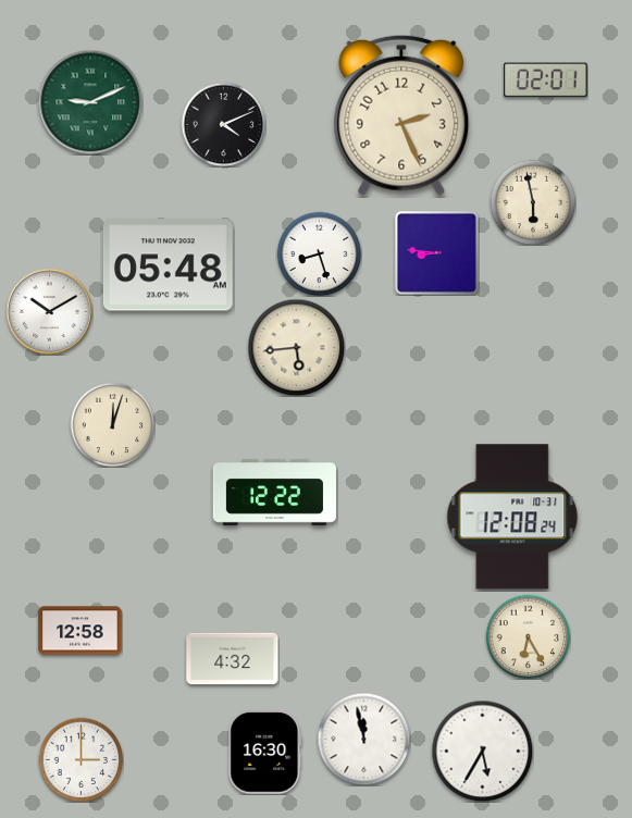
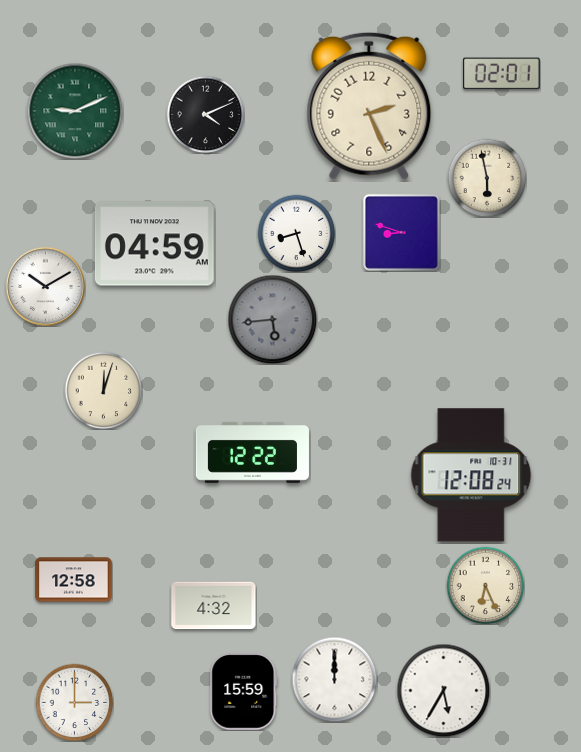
clock at (90, 102) position: (90, 102) -> (75, 111)
clock at (533, 202) position: (533, 202) -> (487, 178)
clock at (436, 252): 8:46 -> 8:48
clock at (319, 253) position: (319, 253) -> (296, 233)
clock at (168, 265): 05:48 -> 04:59
clock at (296, 347) dial: cream -> grey
clock at (528, 636): 6:25 -> 6:26
clock at (363, 739): 11:58 -> 12:00
clock at (265, 753): 16:30 -> 15:59
clock at (80, 759) position: (80, 759) -> (74, 702)
